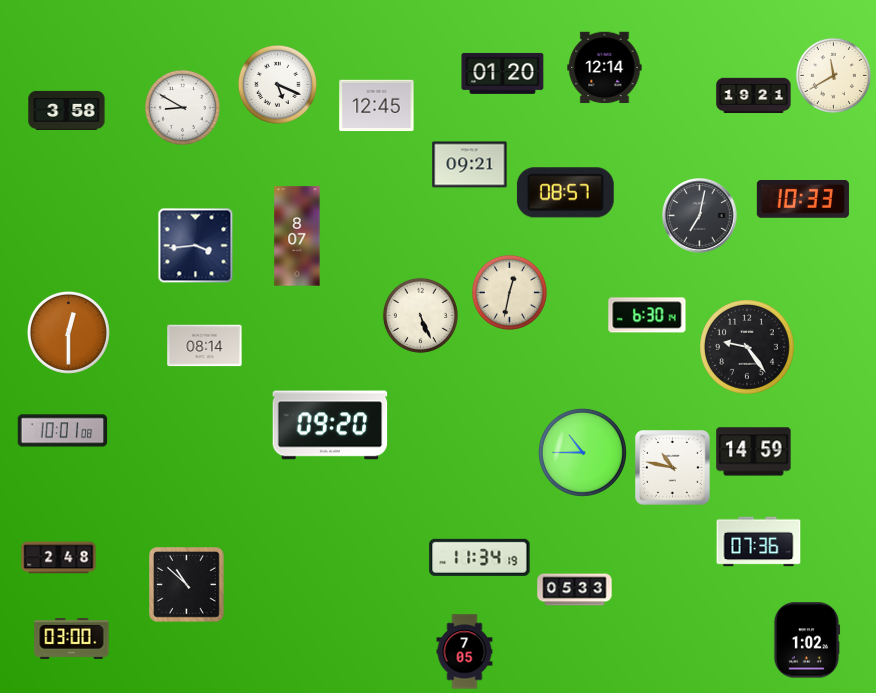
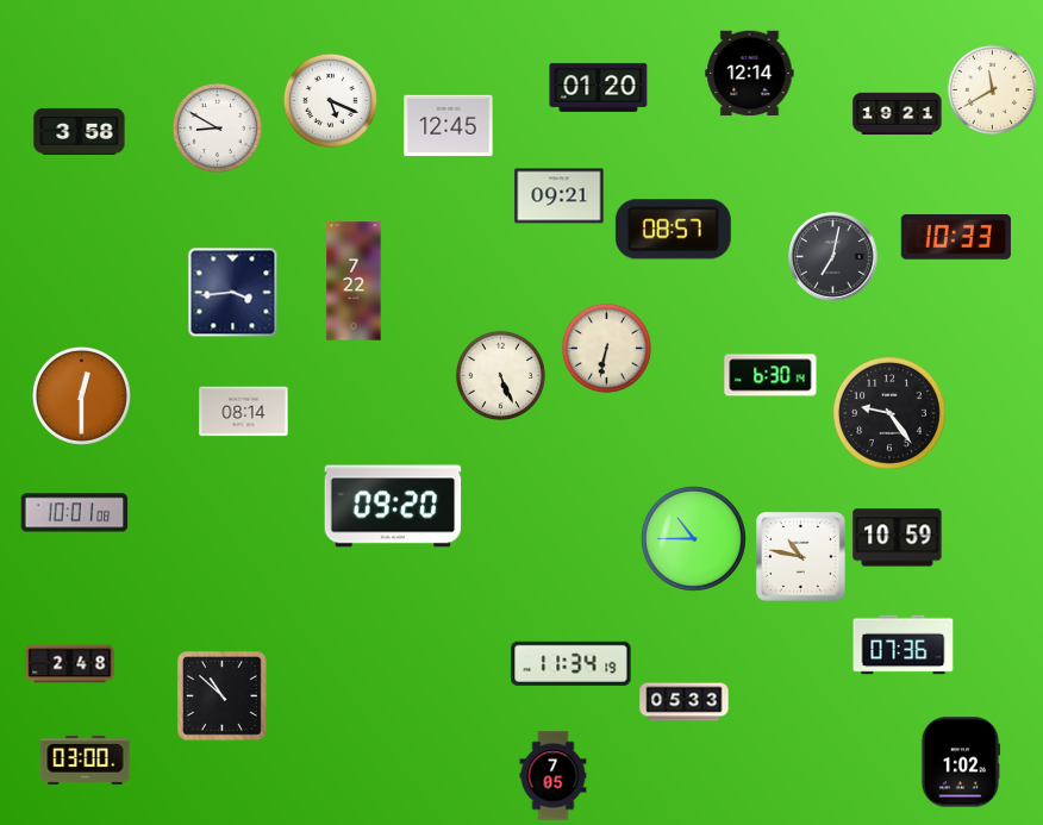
clock at (605, 68) position: (605, 68) -> (750, 74)
clock at (297, 236): 8:07 -> 7:22
clock at (509, 292): 12:32 -> 6:32
clock at (754, 452): 14:59 -> 10:59
